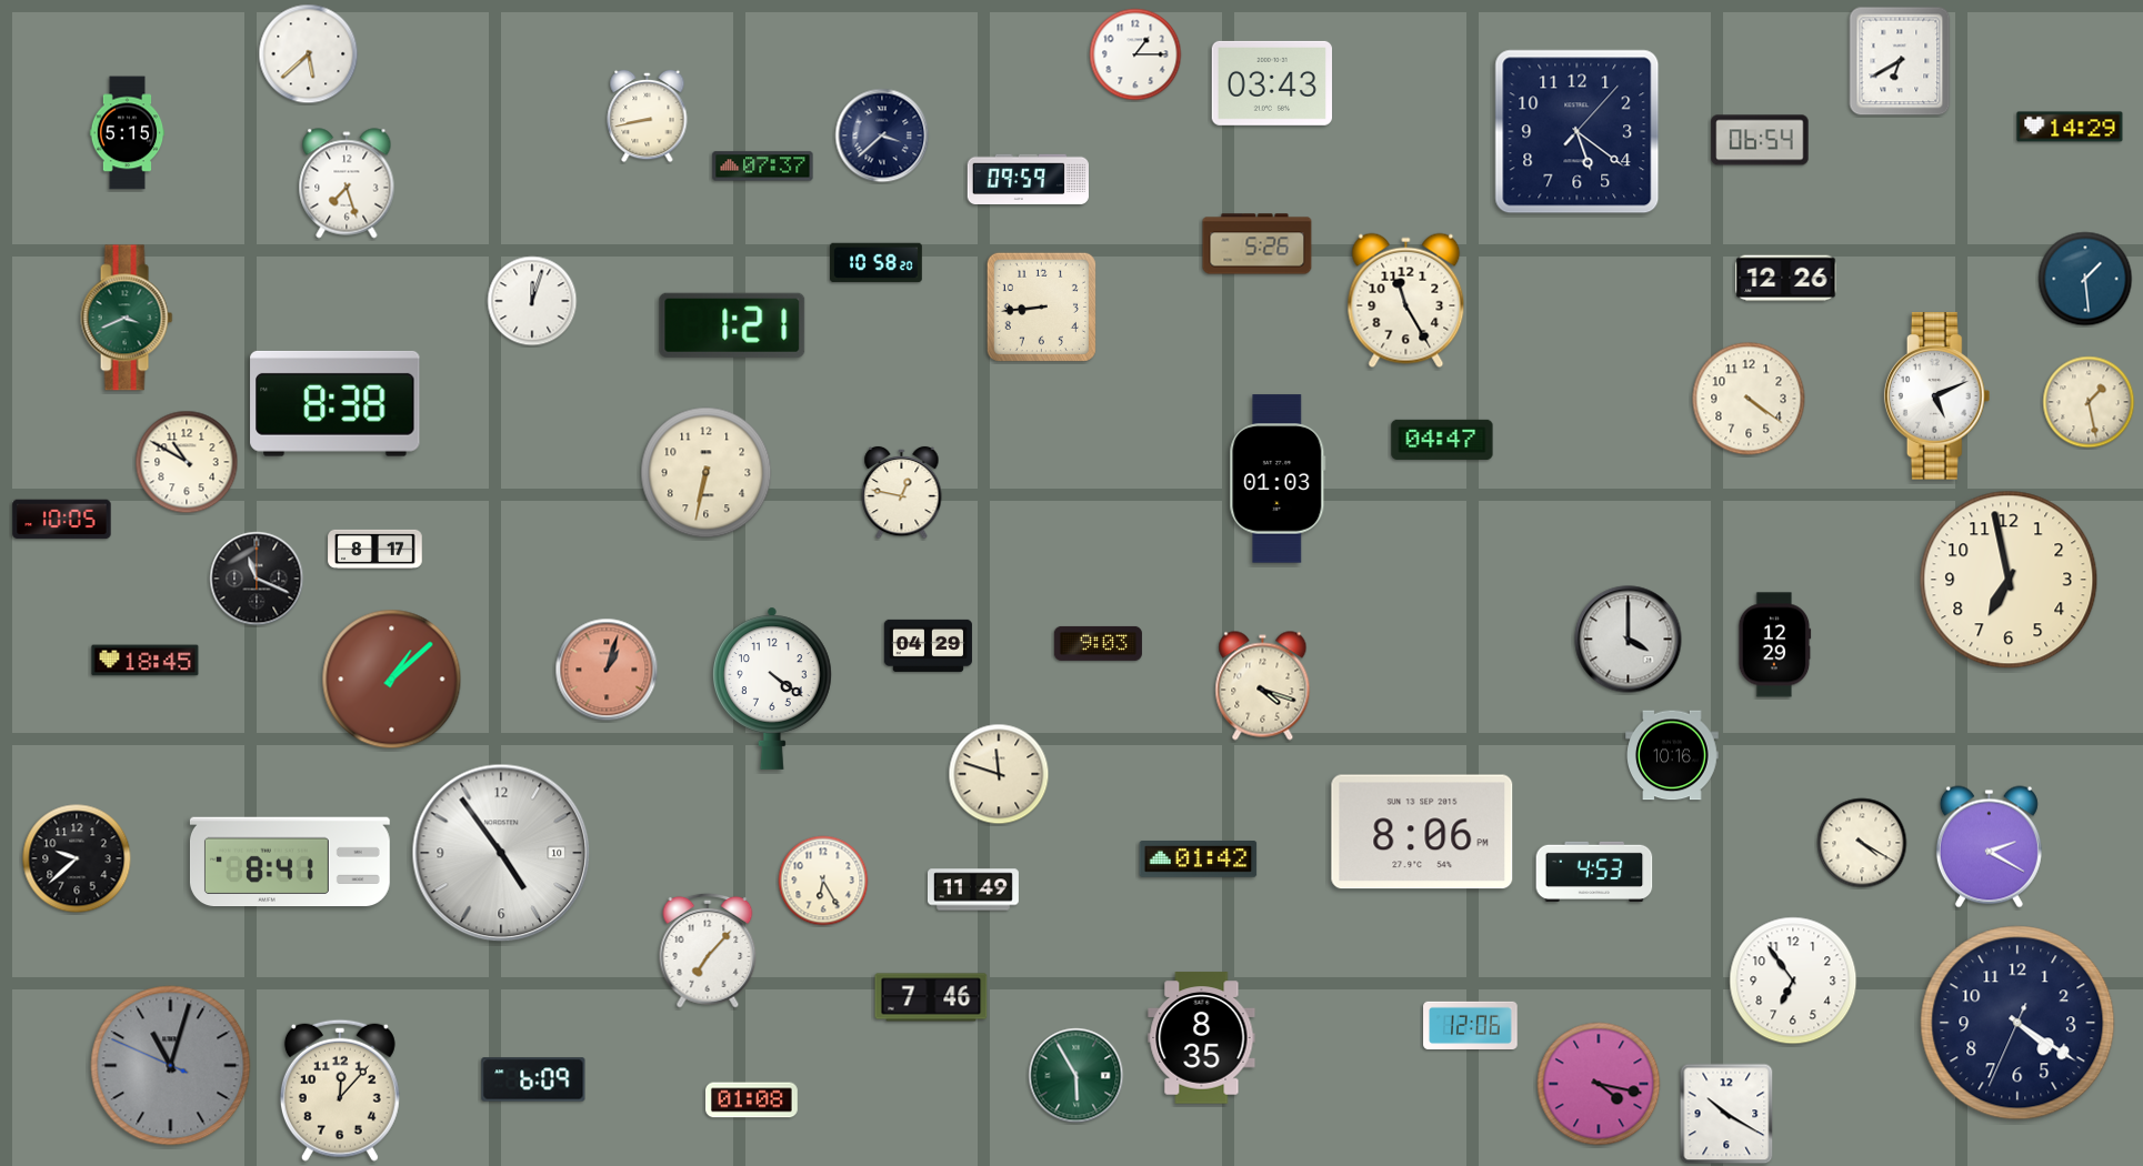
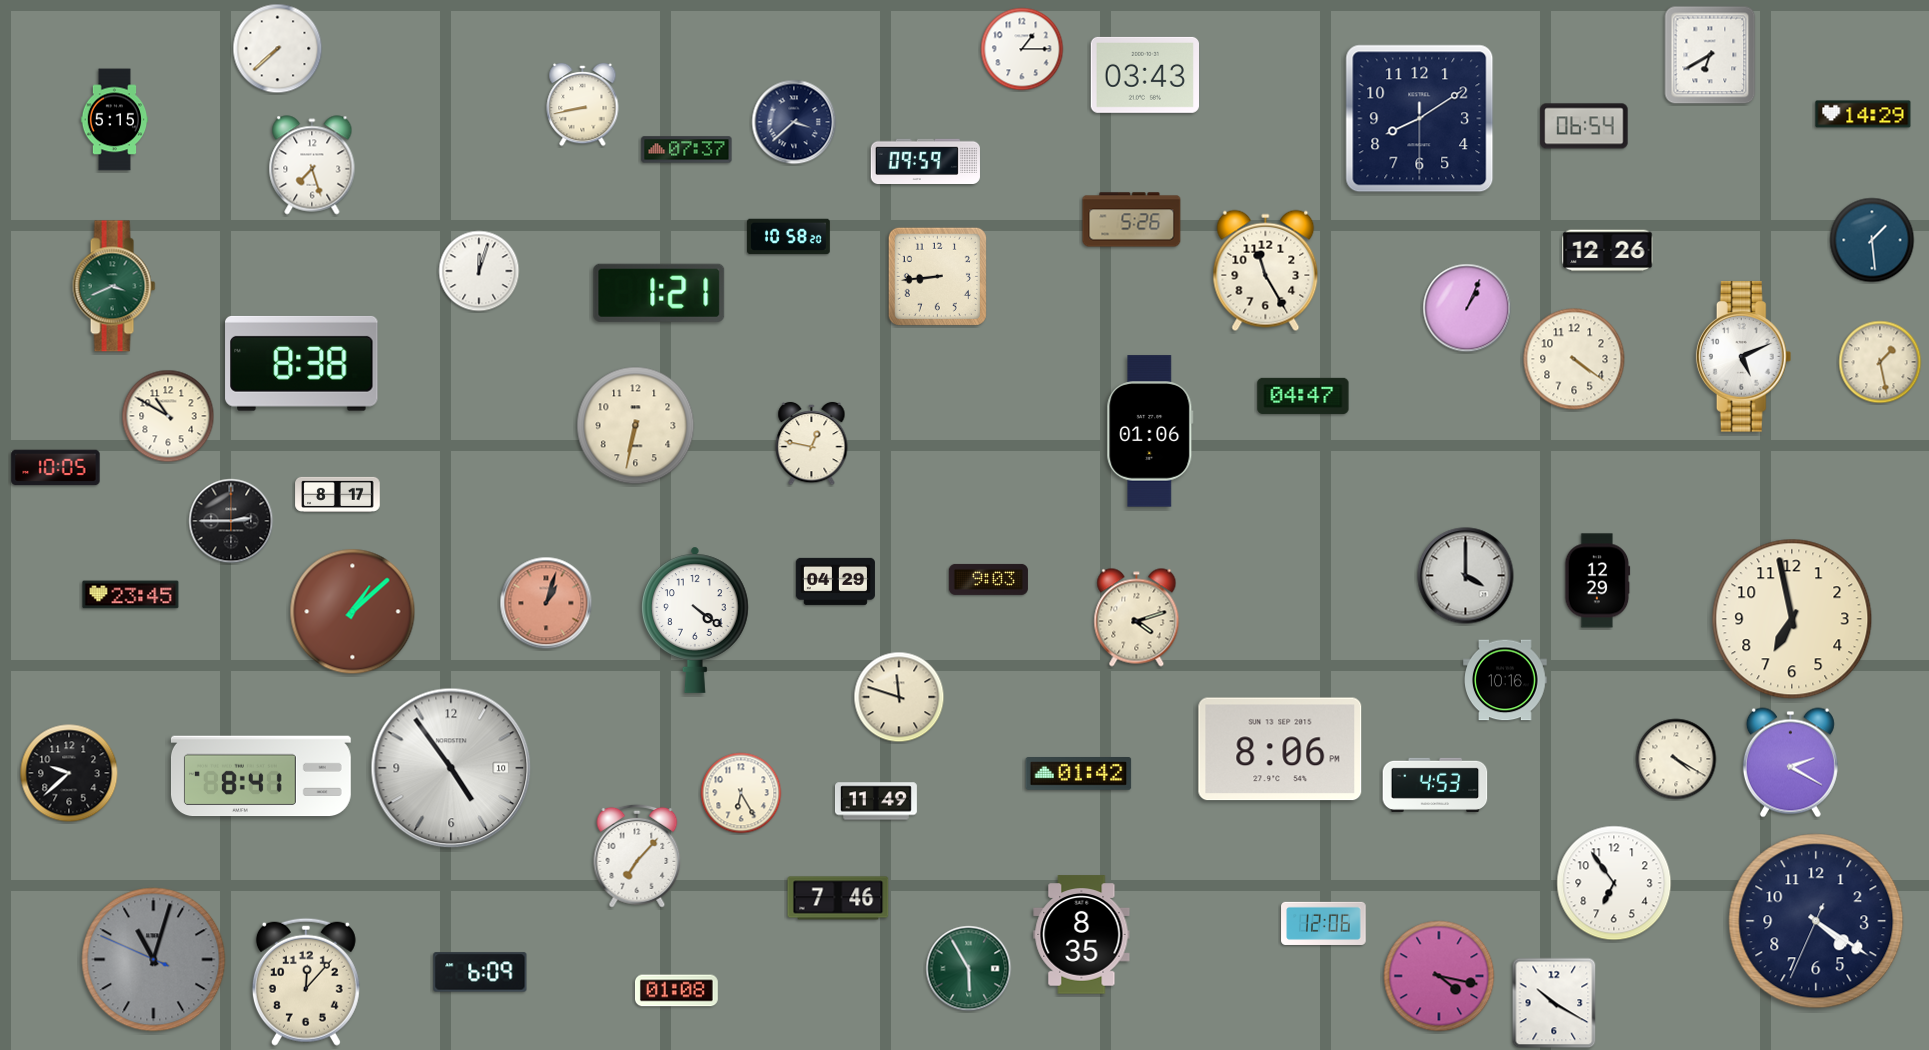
clock at (309, 54): 5:38 -> 7:38
clock at (1578, 132): 5:21 -> 8:09
clock at (2085, 279) position: (2085, 279) -> (1872, 240)
clock at (1467, 308): none -> 1:04
clock at (1442, 440) position: (1442, 440) -> (1303, 396)
clock at (1278, 479): 01:03 -> 01:06
clock at (257, 579): 11:19 -> 2:45
clock at (2009, 580) position: (2009, 580) -> (1792, 619)
clock at (146, 661): 18:45 -> 23:45
clock at (1263, 686): 4:18 -> 4:12
